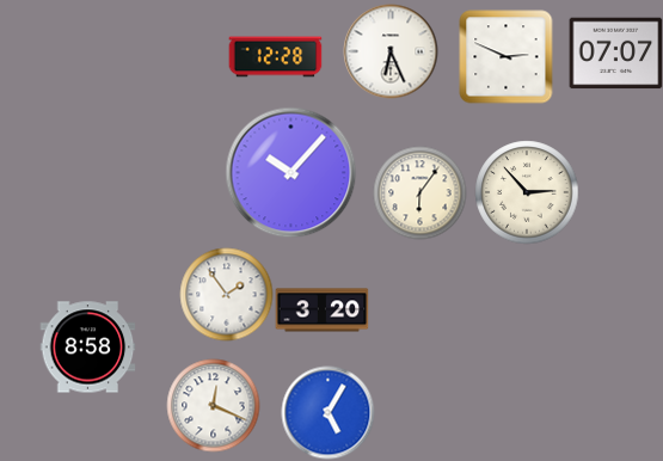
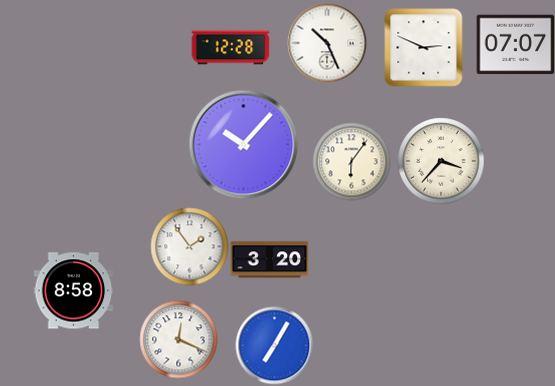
clock at (391, 51): 6:26 -> 10:26
clock at (527, 192): 2:53 -> 3:37
clock at (327, 412): 5:05 -> 7:05
